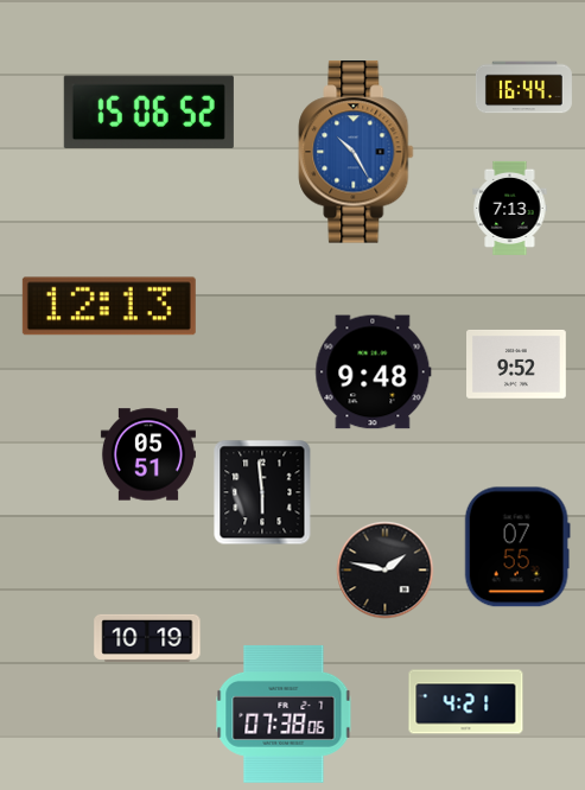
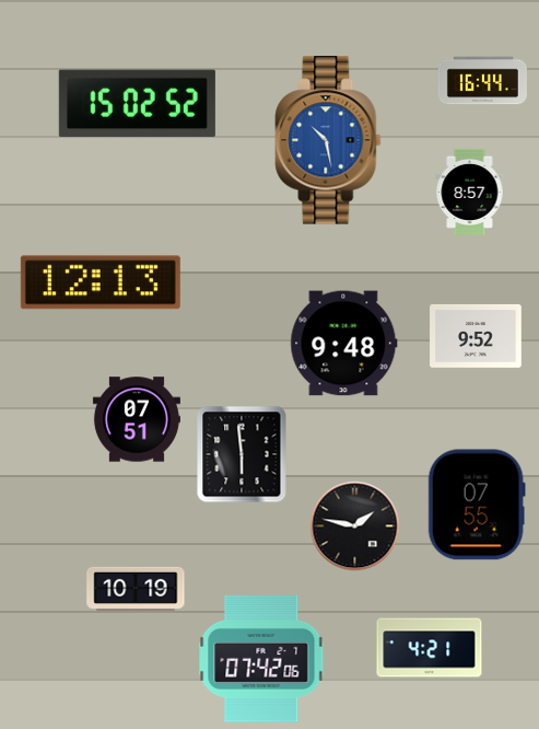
clock at (148, 113): 15:06 -> 15:02
clock at (356, 152): 10:25 -> 10:28
clock at (510, 208): 7:13 -> 8:57
clock at (148, 454): 05:51 -> 07:51
clock at (284, 714): 07:38 -> 07:42
